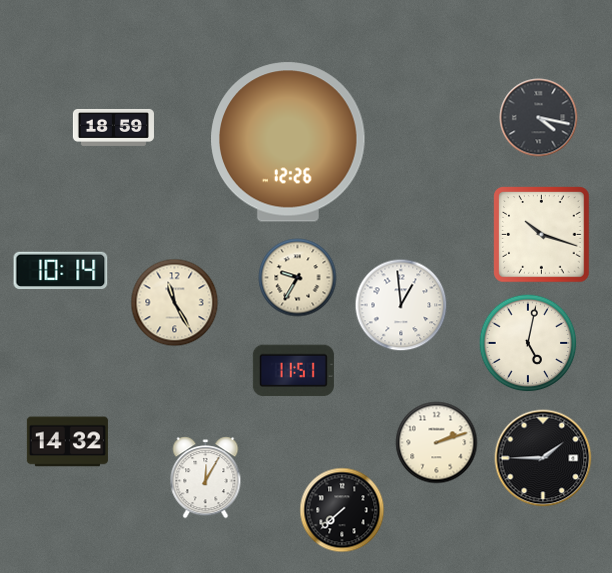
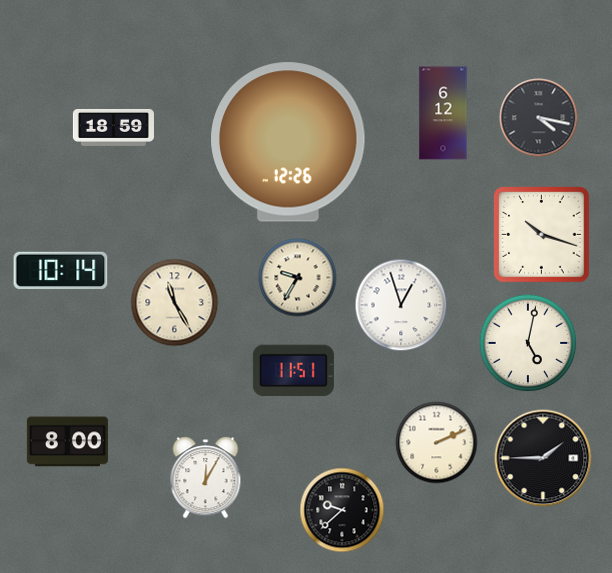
clock at (443, 113): none -> 6:12
clock at (401, 305): 12:59 -> 12:57
clock at (67, 442): 14:32 -> 8:00
clock at (437, 443): 2:12 -> 2:11
clock at (342, 510): 7:38 -> 9:38
